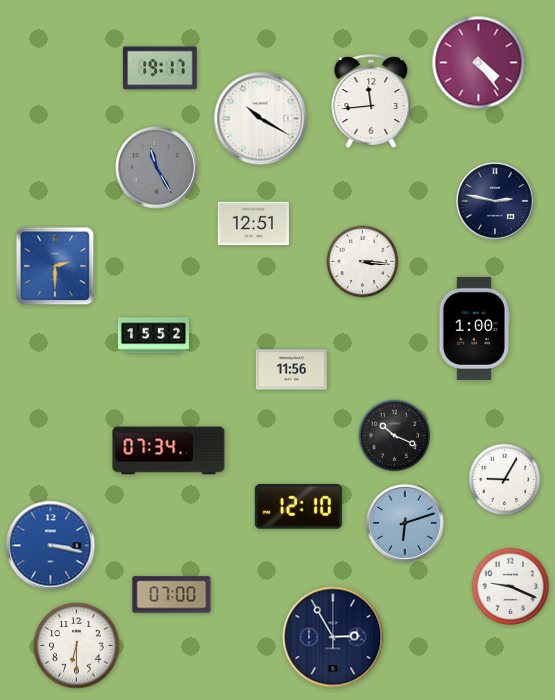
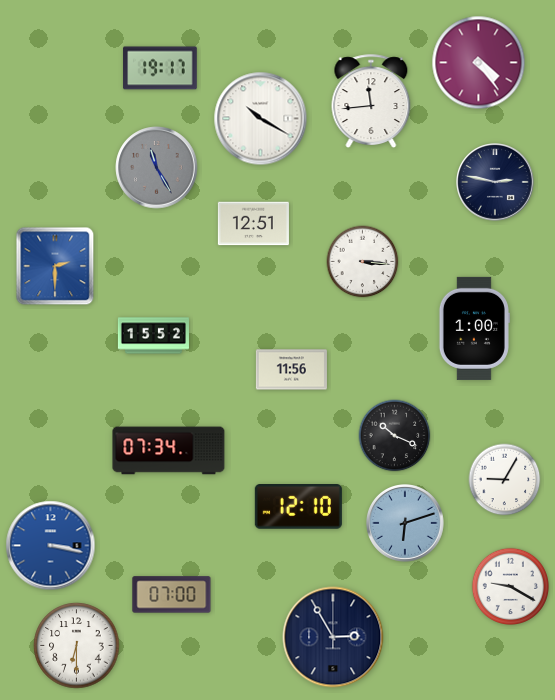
clock at (496, 202) position: (496, 202) -> (496, 183)
clock at (510, 586): 9:19 -> 9:20
